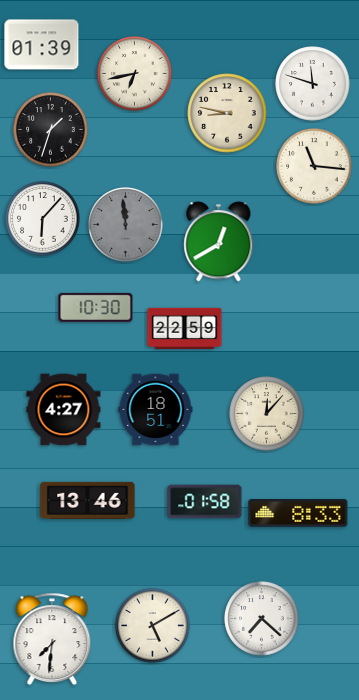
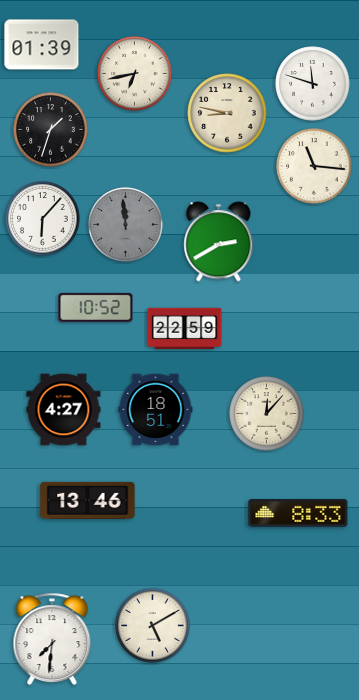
clock at (219, 242): 12:40 -> 2:40
clock at (96, 307): 10:30 -> 10:52
clock at (205, 502): 01:58 -> none
clock at (262, 619): 7:22 -> none
